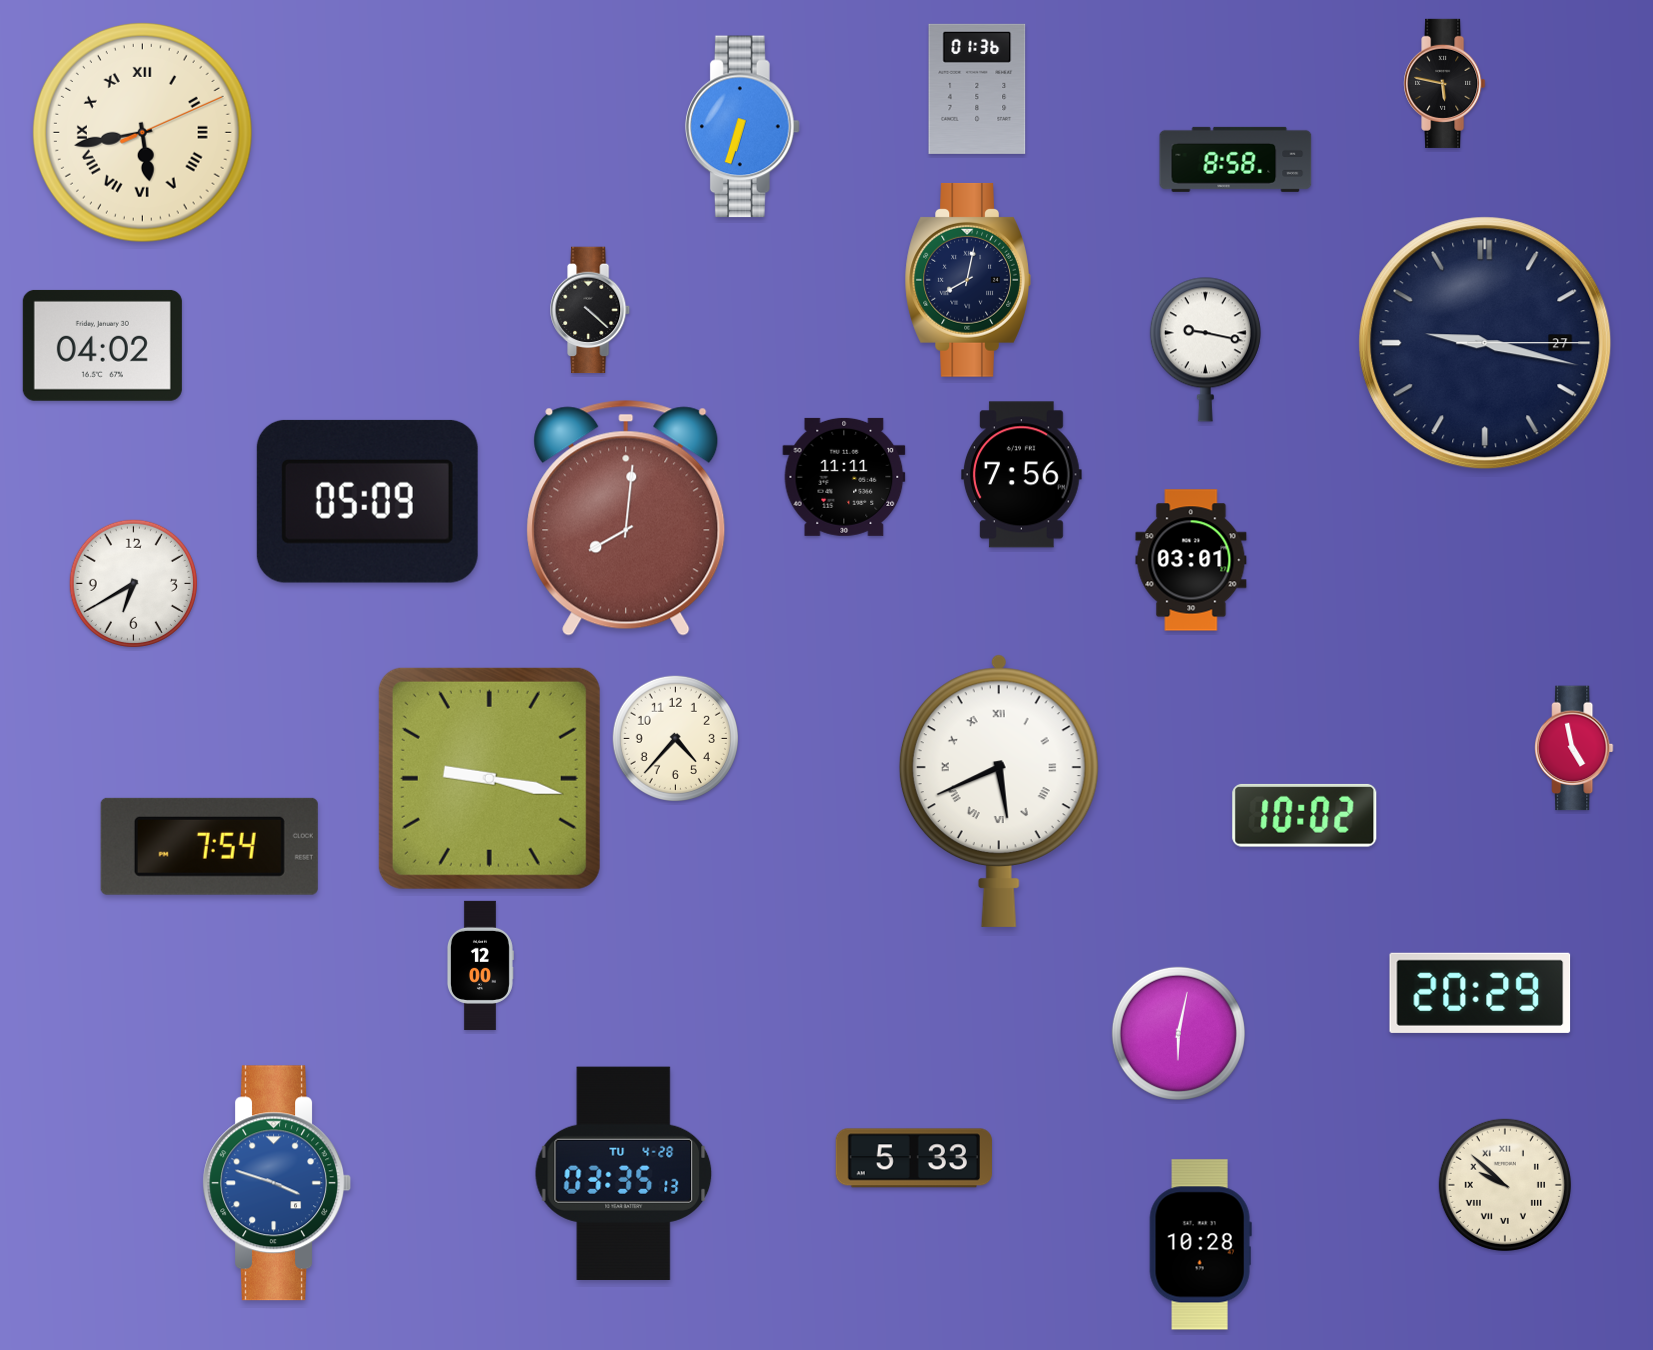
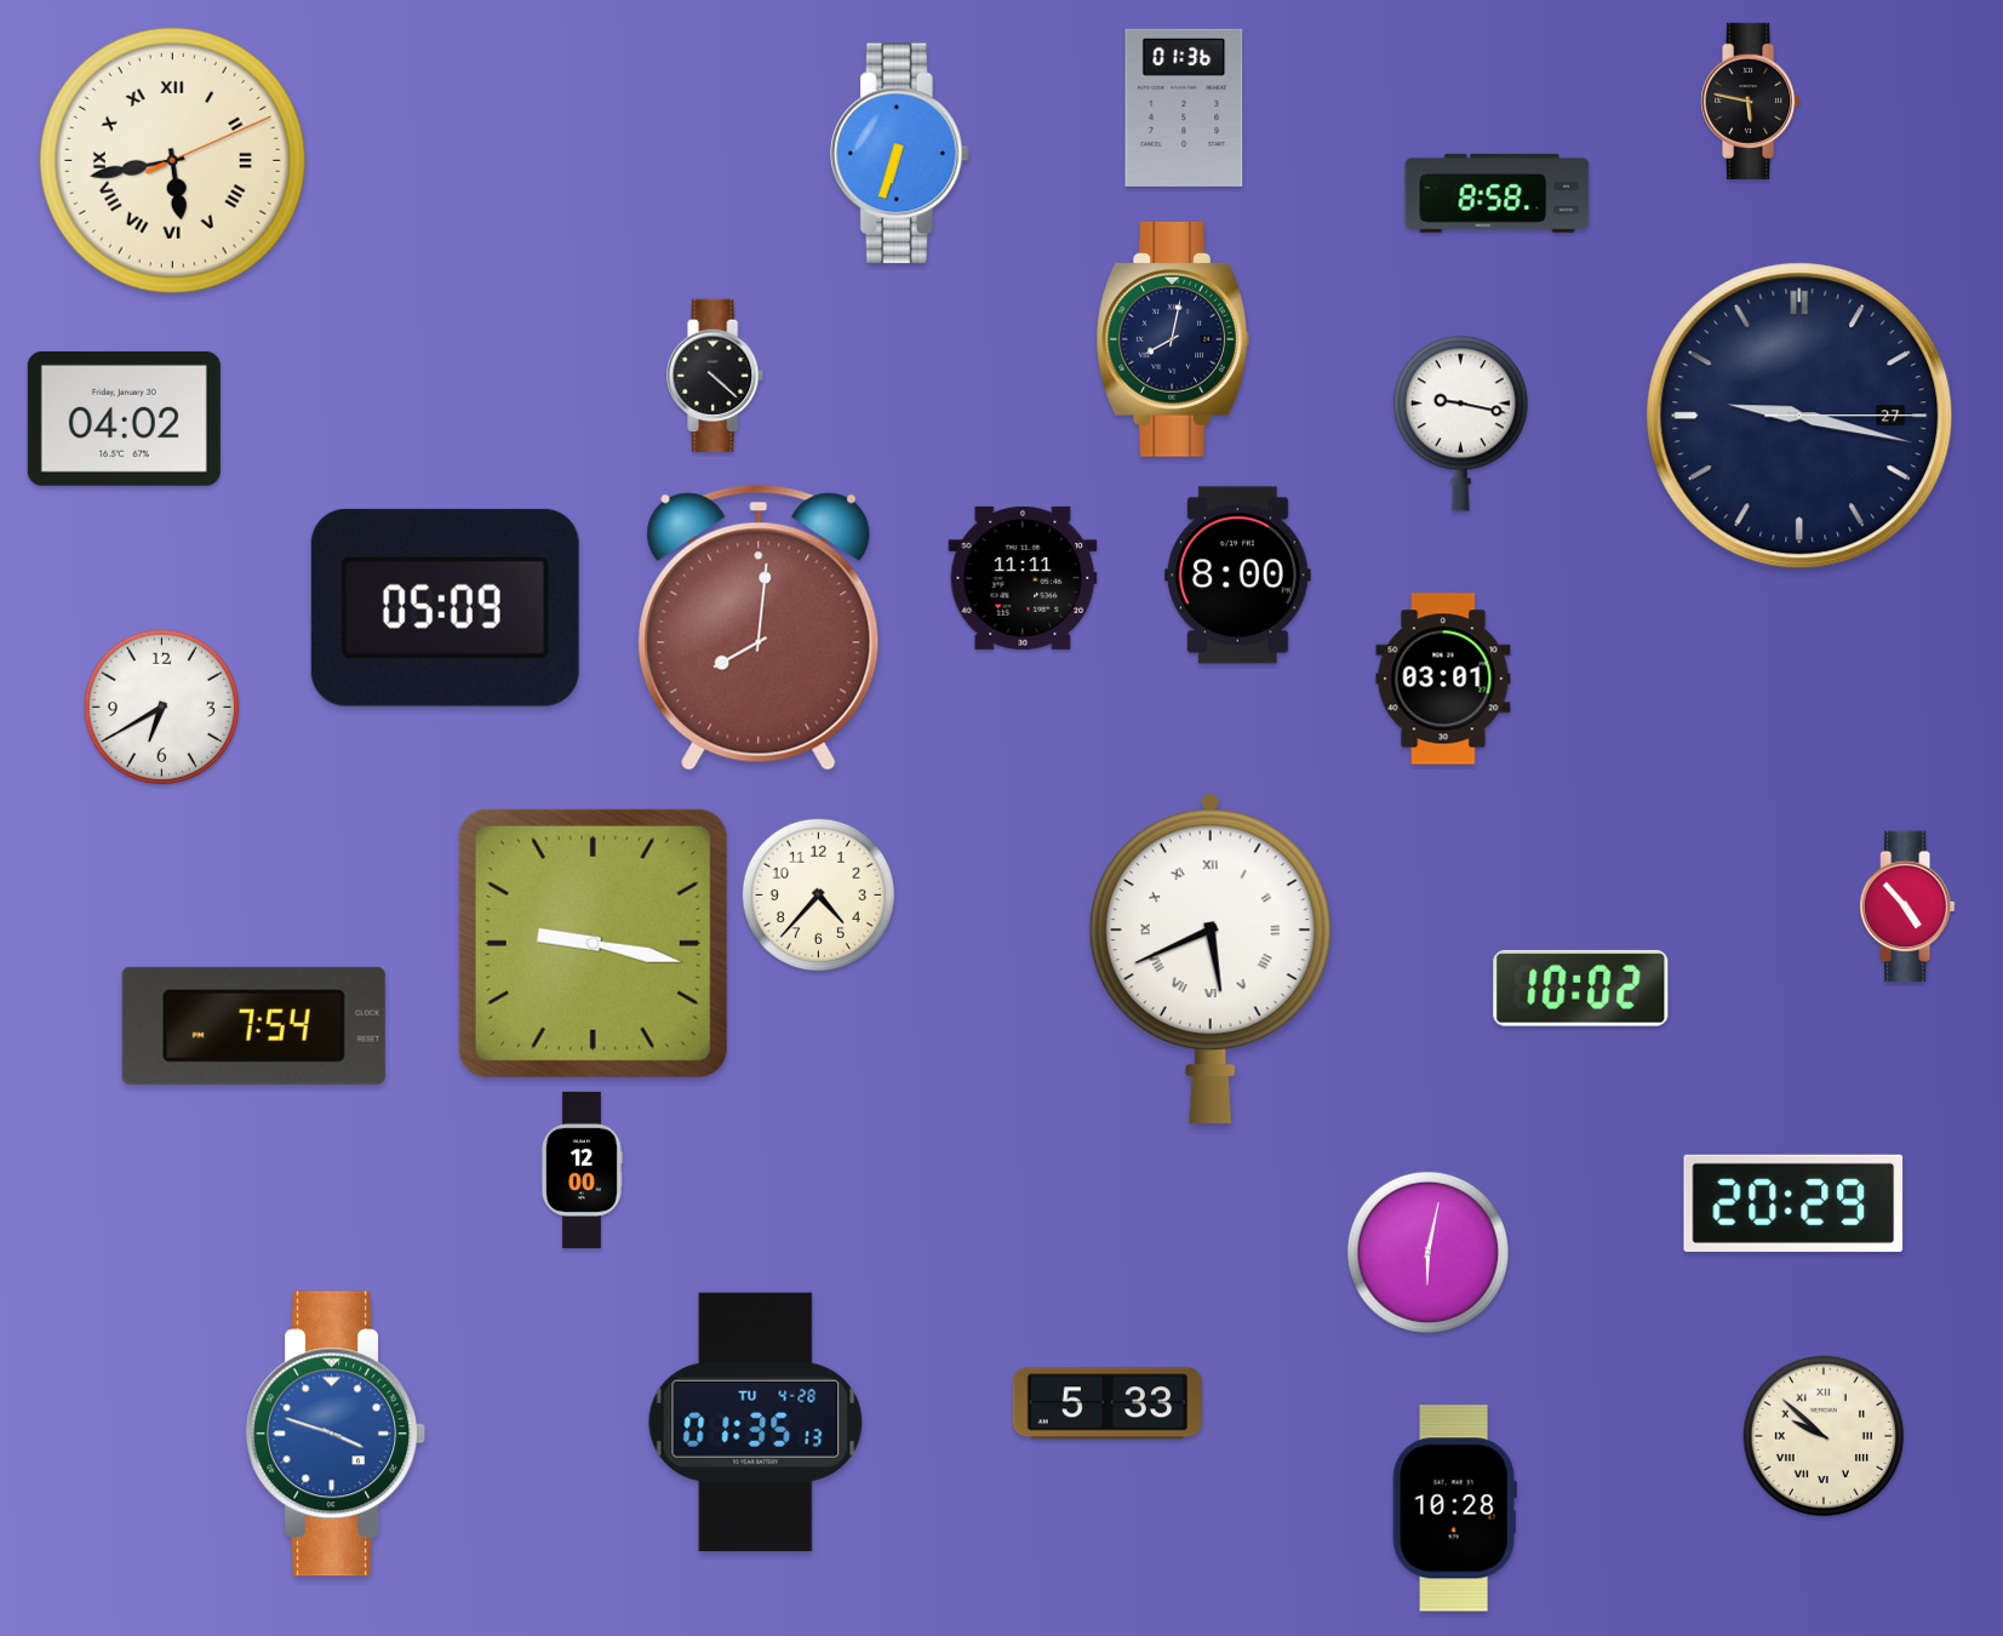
clock at (1022, 475): 7:56 -> 8:00
clock at (1574, 748): 4:58 -> 4:53
clock at (624, 1173): 03:35 -> 01:35
